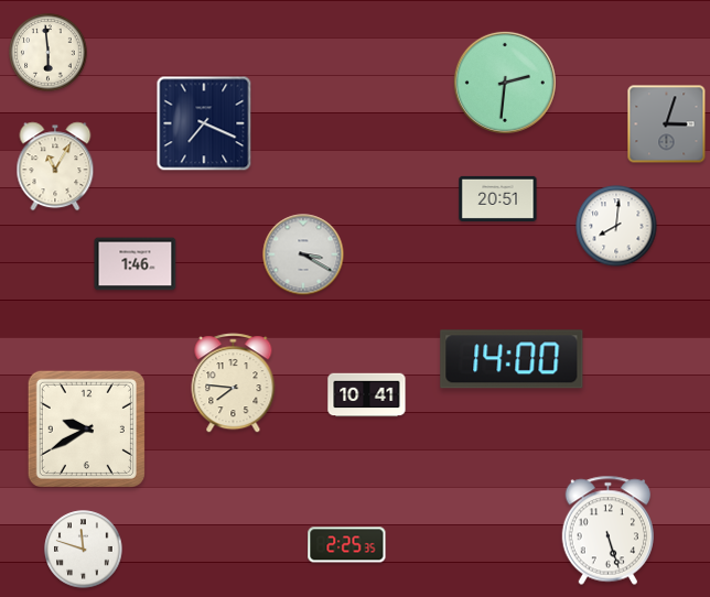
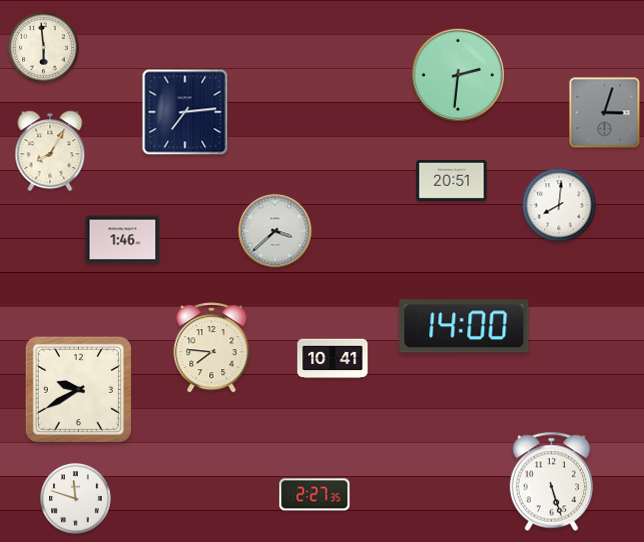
clock at (204, 123): 7:19 -> 7:14
clock at (55, 166): 11:05 -> 8:05
clock at (303, 254): 3:20 -> 3:38
clock at (347, 545): 2:25 -> 2:27
